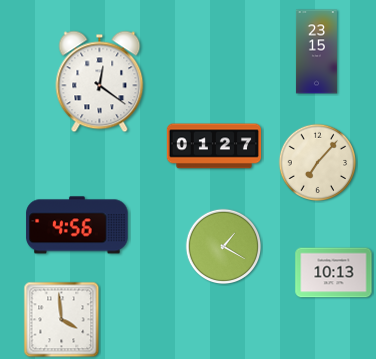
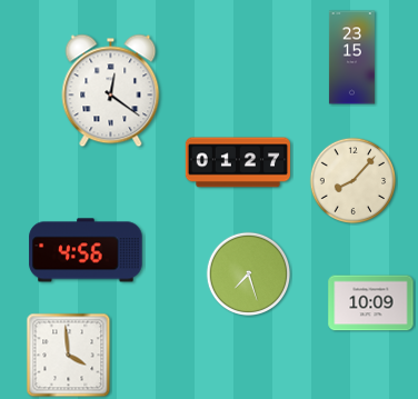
clock at (318, 163): 7:07 -> 8:07
clock at (224, 247): 1:20 -> 7:27
clock at (334, 273): 10:13 -> 10:09
